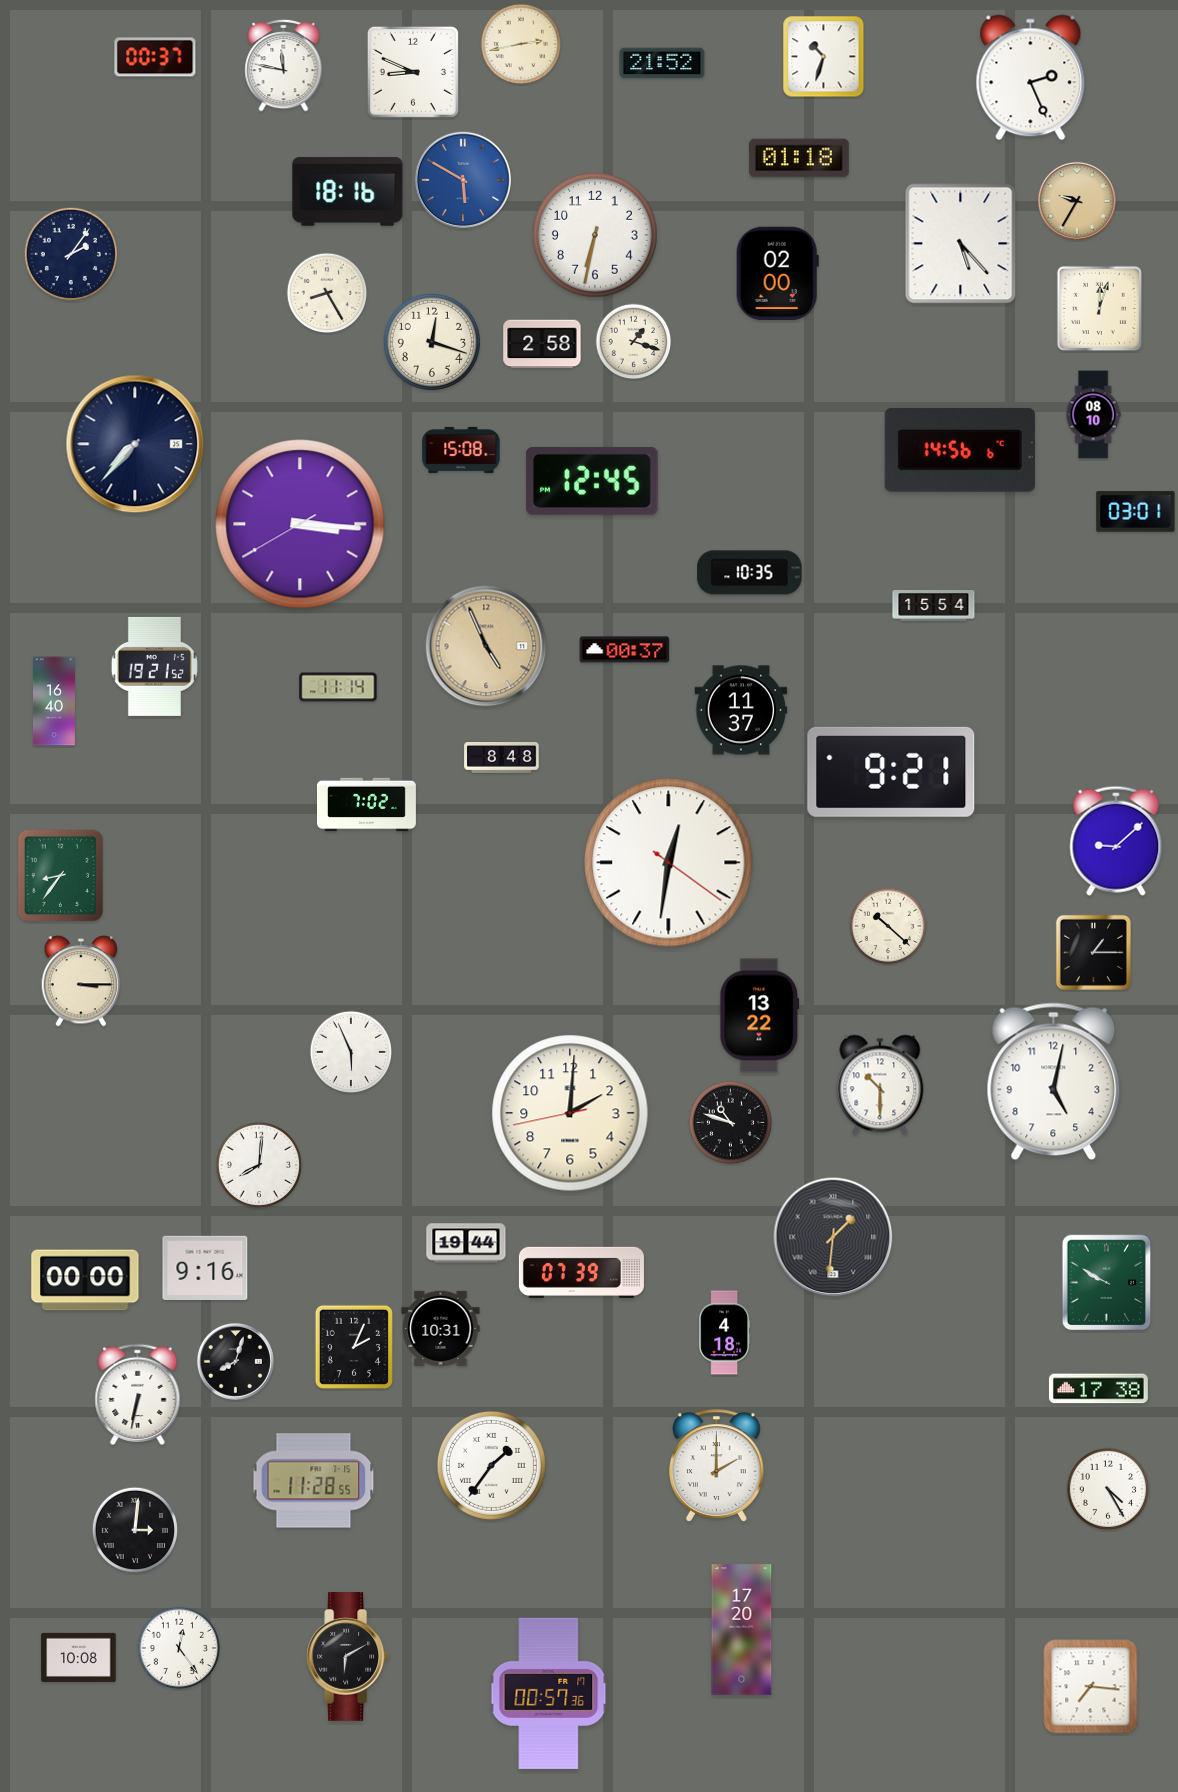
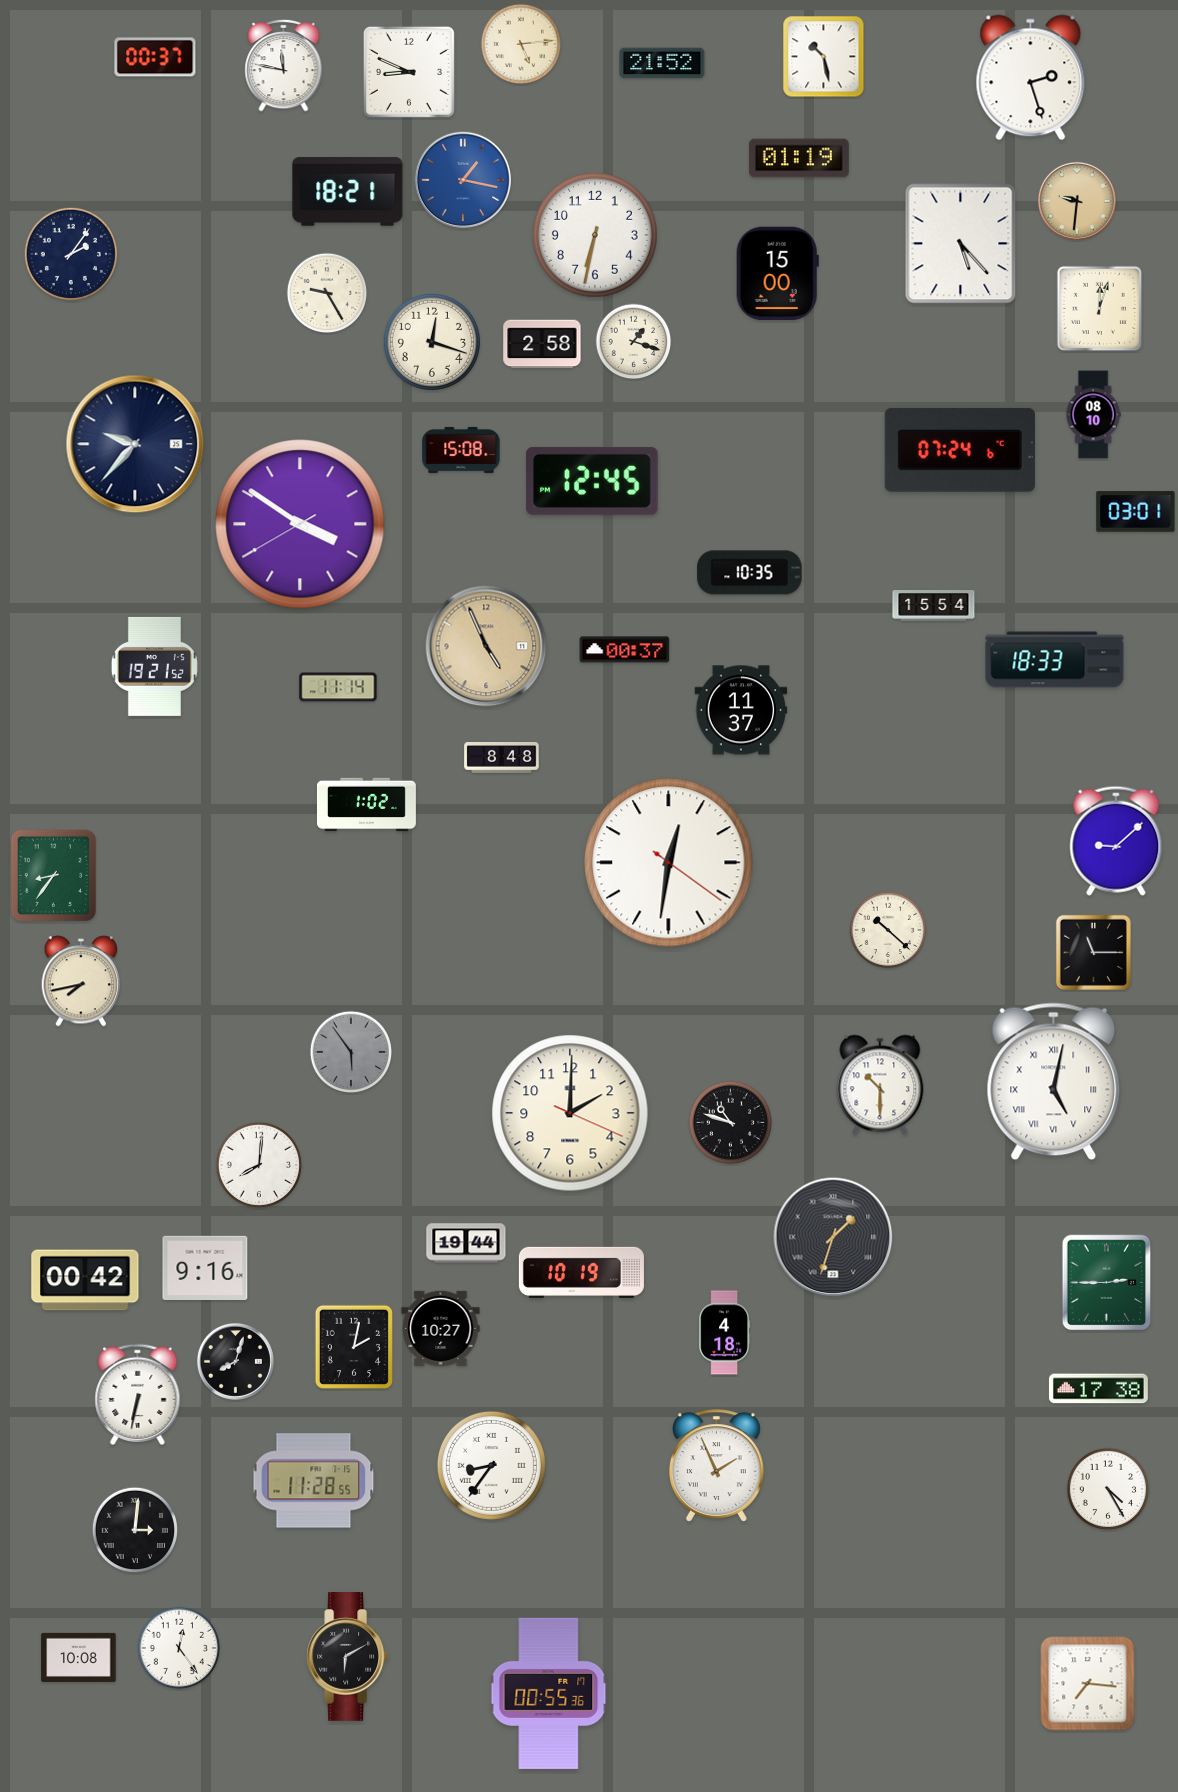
clock at (521, 44): 2:43 -> 5:14
clock at (824, 57): 10:33 -> 10:28
clock at (413, 72) position: (413, 72) -> (409, 72)
clock at (1031, 78): 2:26 -> 2:27
clock at (799, 158): 01:18 -> 01:19
clock at (462, 179): 5:50 -> 1:17
clock at (348, 192): 18:16 -> 18:21
clock at (1077, 201): 9:35 -> 9:31
clock at (777, 273): 02:00 -> 15:00
clock at (327, 293): 8:25 -> 9:25
clock at (135, 444): 7:37 -> 9:37
clock at (960, 450): 14:56 -> 07:24
clock at (300, 524): 3:15 -> 3:50
clock at (1055, 660): none -> 18:33
clock at (54, 701): 16:40 -> none
clock at (891, 772): 9:21 -> none
clock at (367, 805): 7:02 -> 1:02
clock at (61, 876) position: (61, 876) -> (54, 876)
clock at (888, 926) position: (888, 926) -> (888, 930)
clock at (1093, 952): 1:15 -> 11:15
clock at (81, 981): 3:15 -> 7:43
clock at (760, 1016): 13:22 -> none
clock at (351, 1052): 5:56 -> 5:54
clock at (351, 1052) dial: white -> grey
clock at (1054, 1082) numerals: Arabic -> Roman
clock at (570, 1113): 2:00:43 -> 2:00:19
clock at (833, 1237): 1:31 -> 1:33
clock at (581, 1272): 07:39 -> 10:19
clock at (85, 1280): 00:00 -> 00:42
clock at (1107, 1283): 9:50 -> 2:45
clock at (441, 1328): 10:31 -> 10:27
clock at (354, 1347): 2:04 -> 2:02
clock at (491, 1465): 1:36 -> 8:36
clock at (717, 1466): 2:00 -> 1:56
clock at (742, 1630): 17:20 -> none
clock at (1091, 1687) position: (1091, 1687) -> (1088, 1684)
clock at (549, 1693): 00:57 -> 00:55
